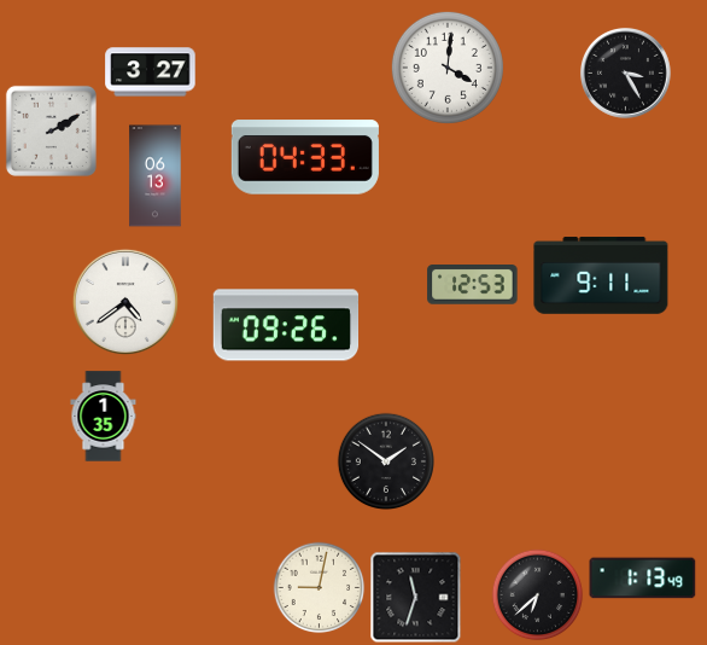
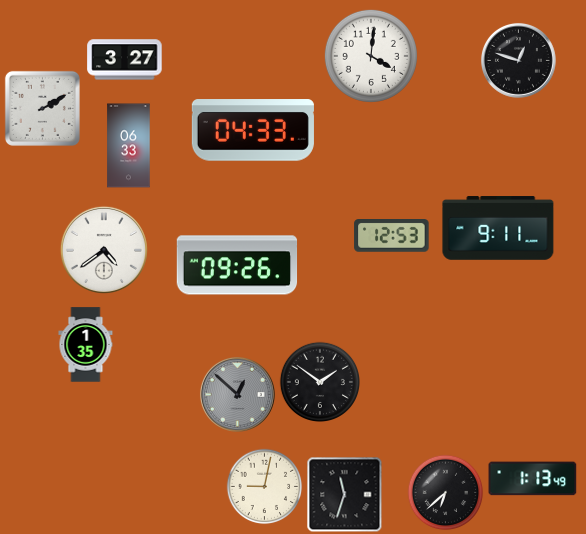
clock at (625, 72): 3:25 -> 12:48
clock at (156, 176): 06:13 -> 06:33
clock at (286, 325) position: (286, 325) -> (237, 265)
clock at (237, 394): none -> 12:52
